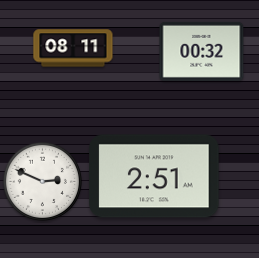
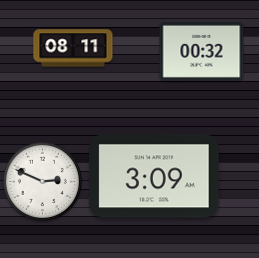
clock at (154, 176): 2:51 -> 3:09
